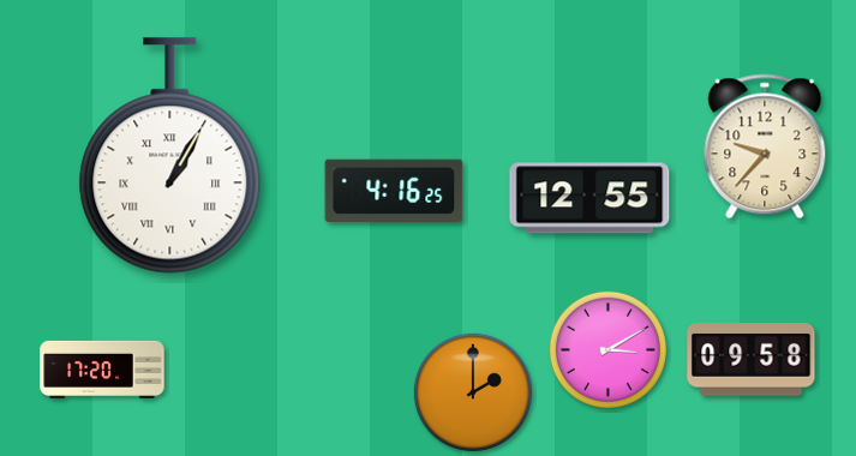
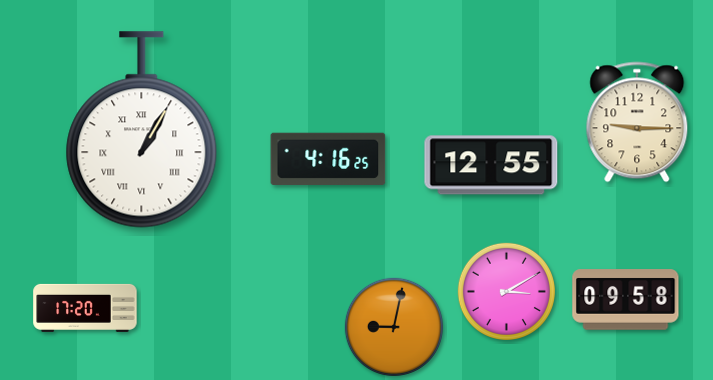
clock at (765, 146): 9:37 -> 9:15
clock at (473, 392): 2:00 -> 9:02
